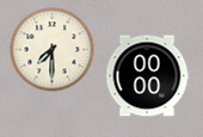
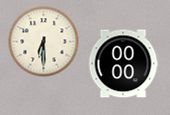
clock at (53, 50): 7:30 -> 6:30
